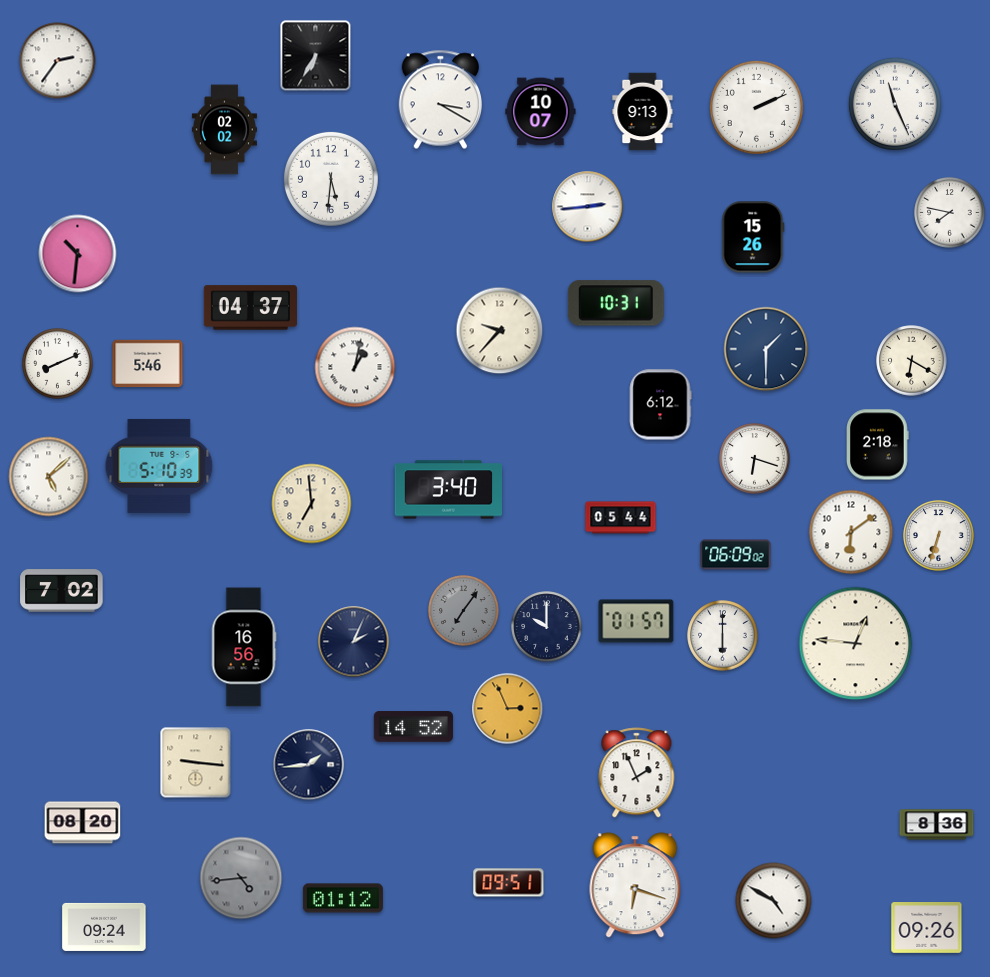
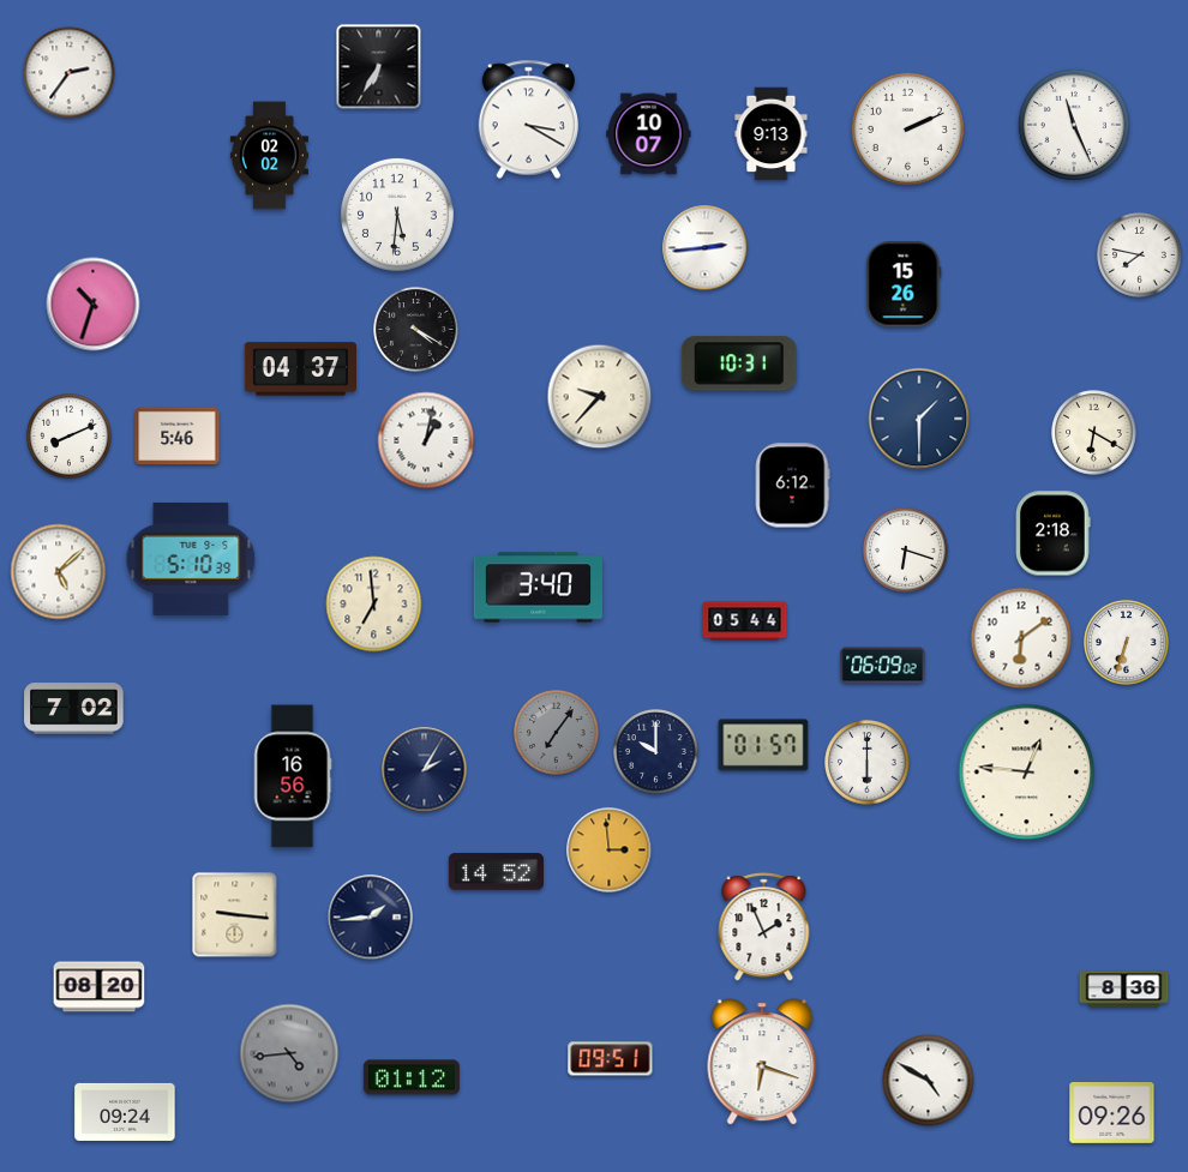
clock at (78, 254): 10:31 -> 10:33
clock at (416, 330): none -> 4:20
clock at (354, 642): 2:04 -> 2:05
clock at (508, 709): 2:56 -> 2:59
